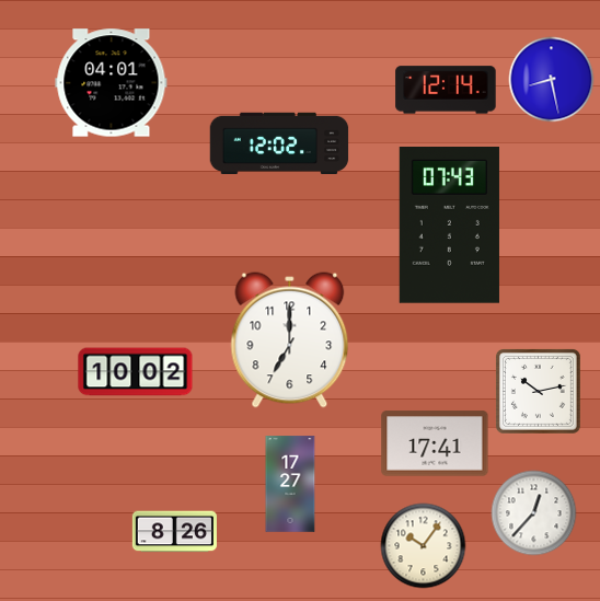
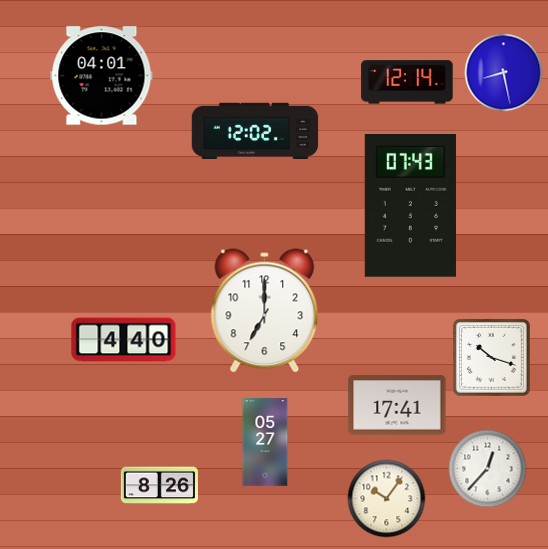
clock at (136, 372): 10:02 -> 4:40
clock at (538, 391): 10:13 -> 10:18
clock at (290, 484): 17:27 -> 05:27
